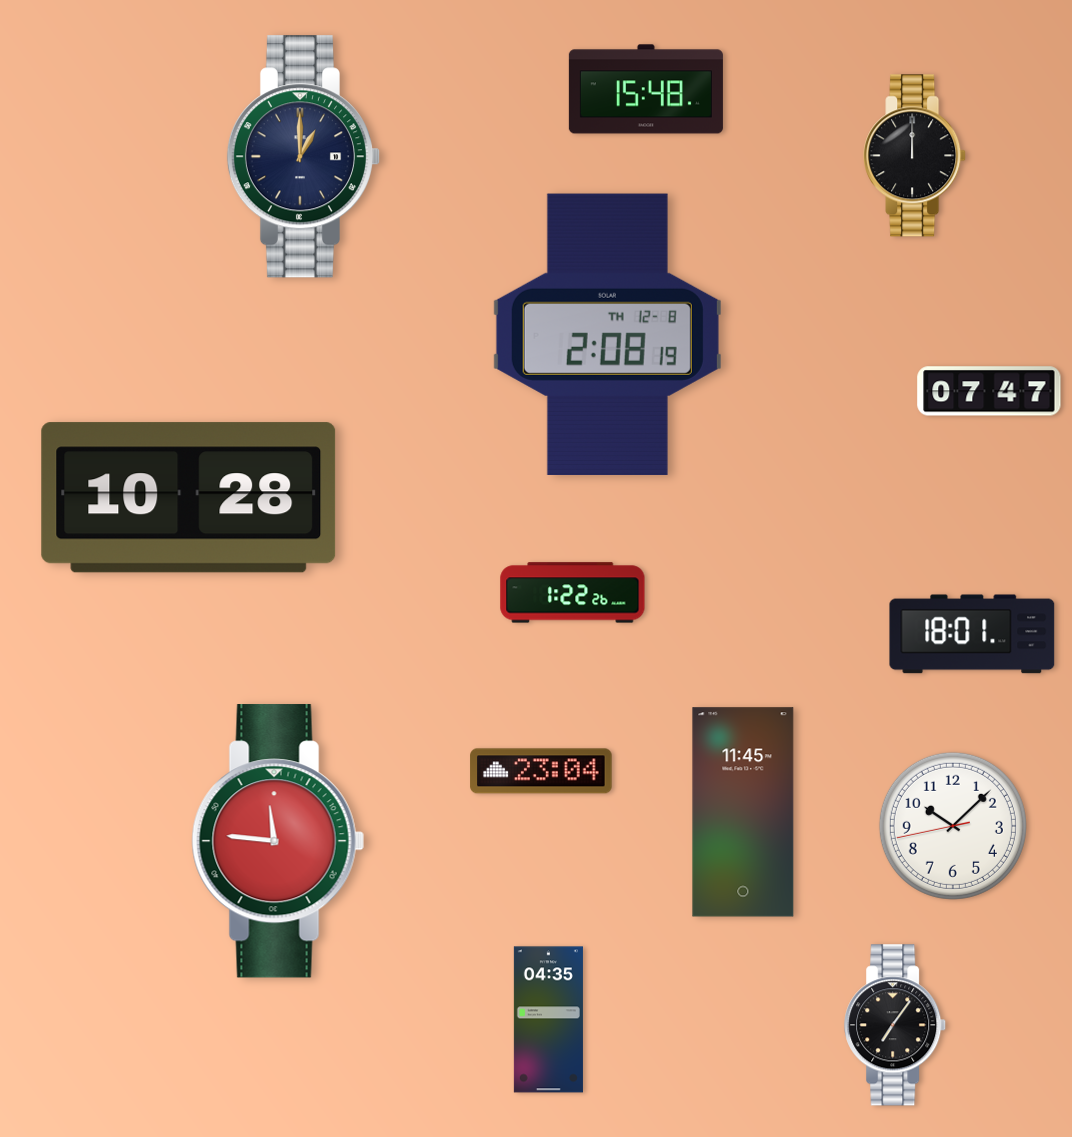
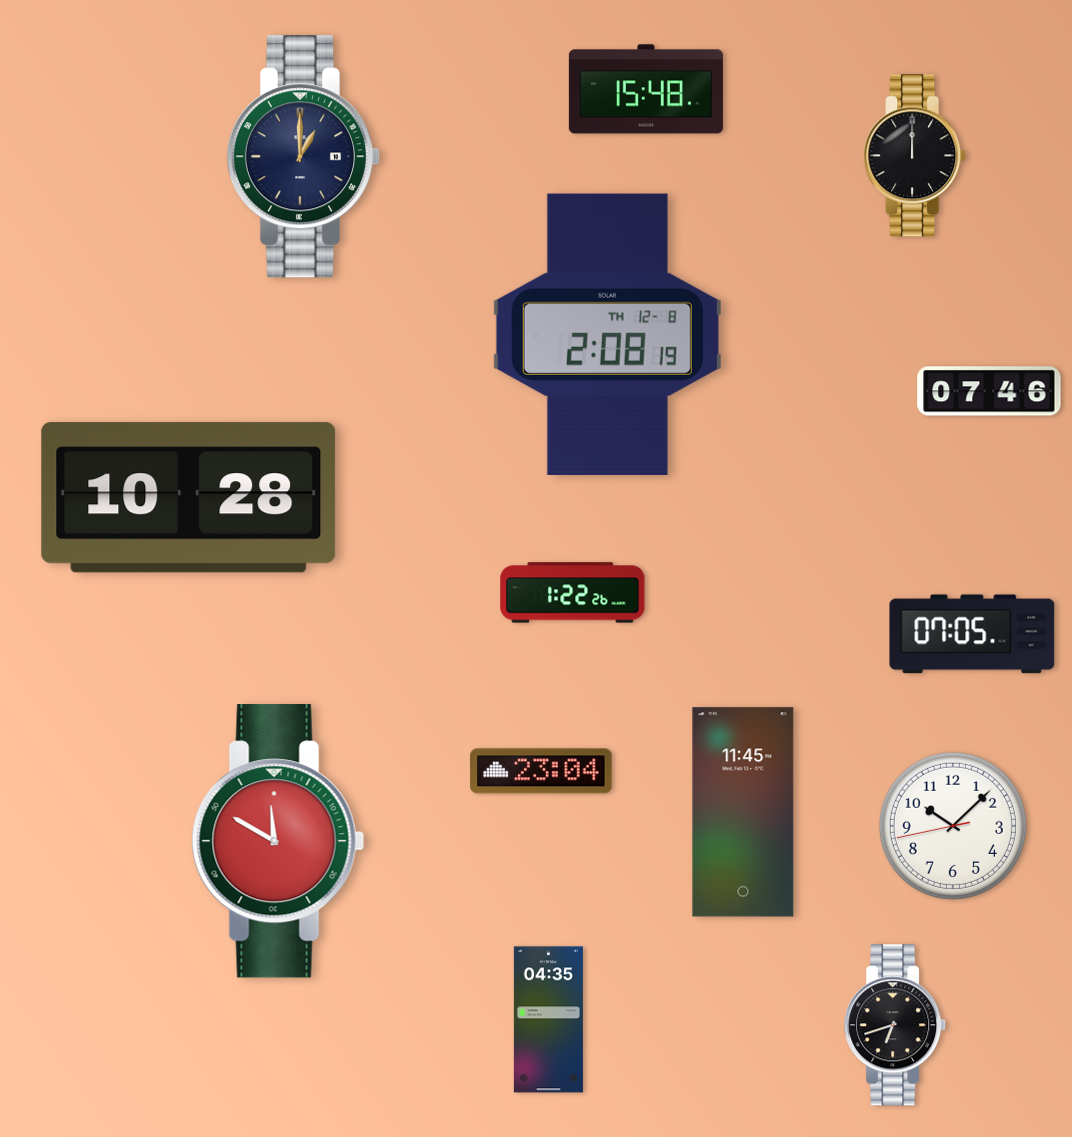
clock at (989, 391): 07:47 -> 07:46
clock at (972, 634): 18:01 -> 07:05
clock at (278, 841): 11:46 -> 11:50
clock at (896, 1025): 7:06 -> 6:42
